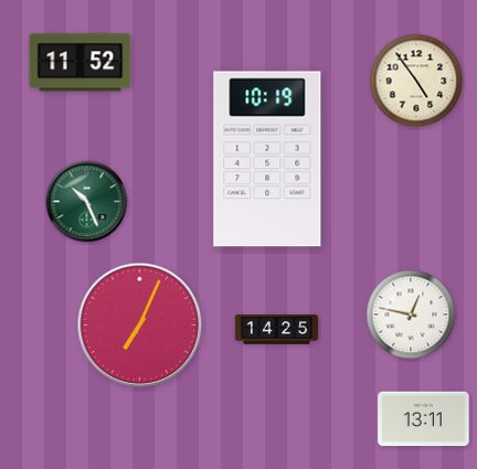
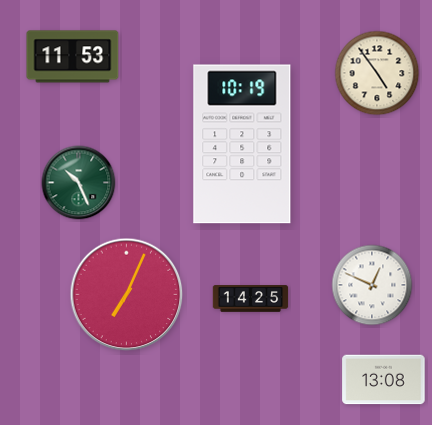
clock at (81, 63): 11:52 -> 11:53
clock at (411, 315): 12:47 -> 12:49
clock at (424, 419): 13:11 -> 13:08
